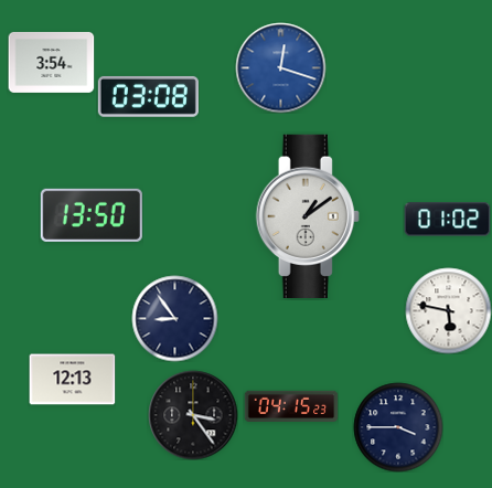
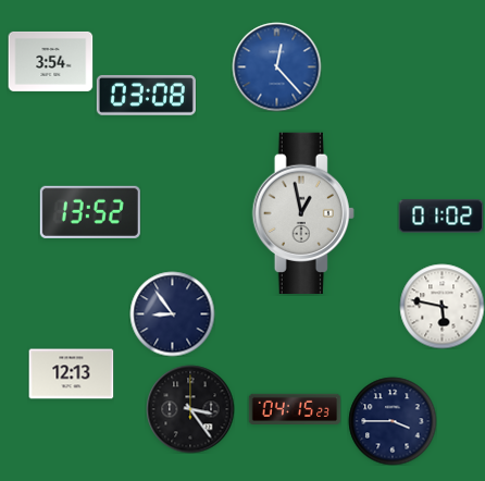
clock at (280, 67): 12:18 -> 12:23
clock at (92, 215): 13:50 -> 13:52
clock at (308, 215): 1:09 -> 12:58
clock at (291, 405) position: (291, 405) -> (295, 408)
